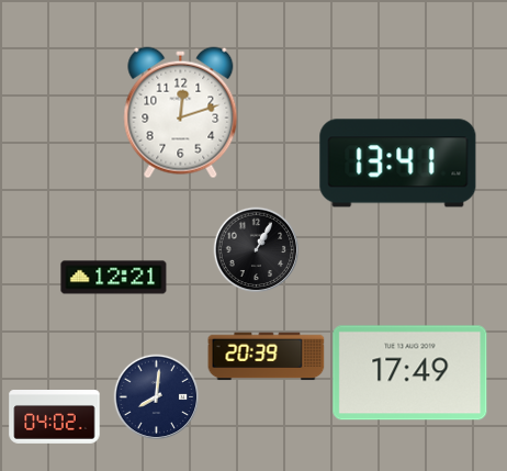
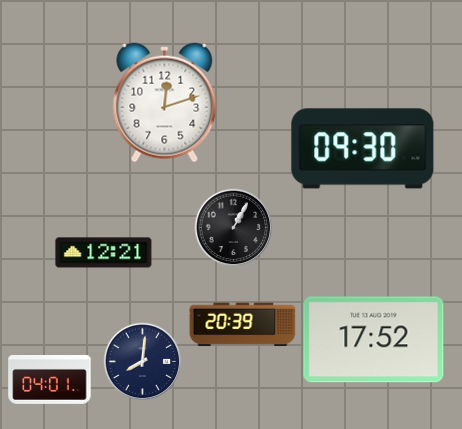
clock at (398, 164): 13:41 -> 09:30
clock at (410, 373): 17:49 -> 17:52
clock at (55, 417): 04:02 -> 04:01
